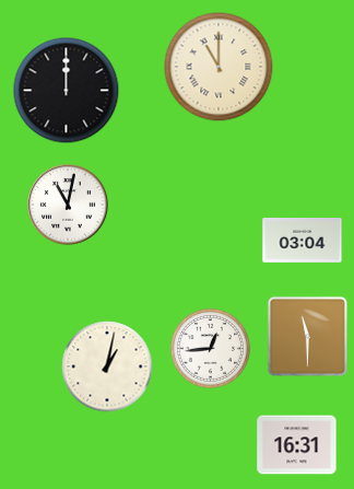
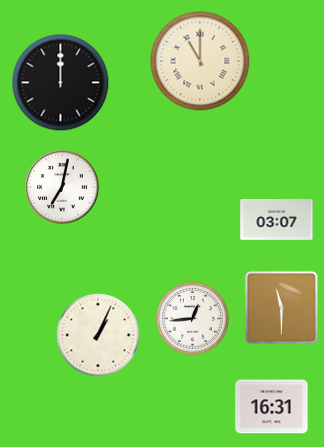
clock at (68, 205): 11:02 -> 7:02
clock at (303, 241): 03:04 -> 03:07
clock at (107, 366): 1:02 -> 1:04
